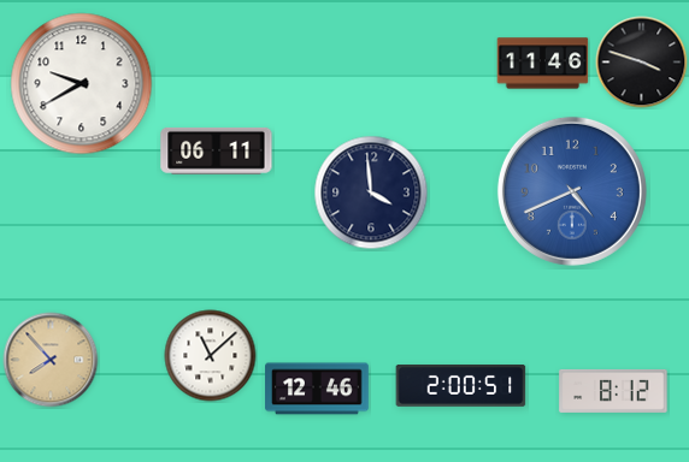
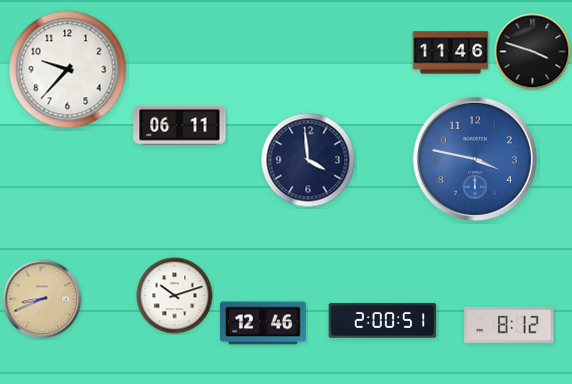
clock at (82, 84): 9:40 -> 9:37
clock at (572, 191): 4:41 -> 3:47
clock at (211, 356): 11:08 -> 10:12
clock at (51, 360): 7:53 -> 8:41
